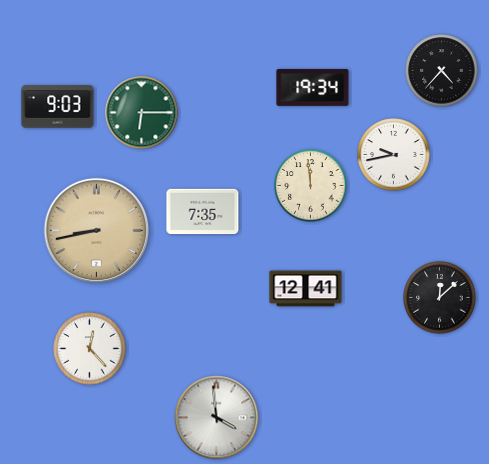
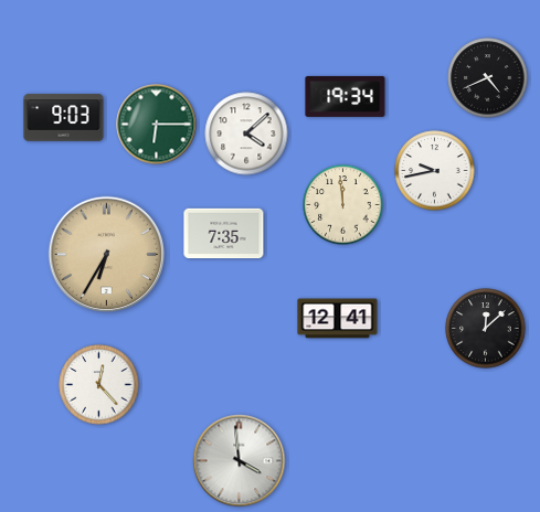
clock at (442, 71): 4:37 -> 4:41
clock at (246, 134): none -> 4:08
clock at (97, 231): 8:43 -> 6:35
